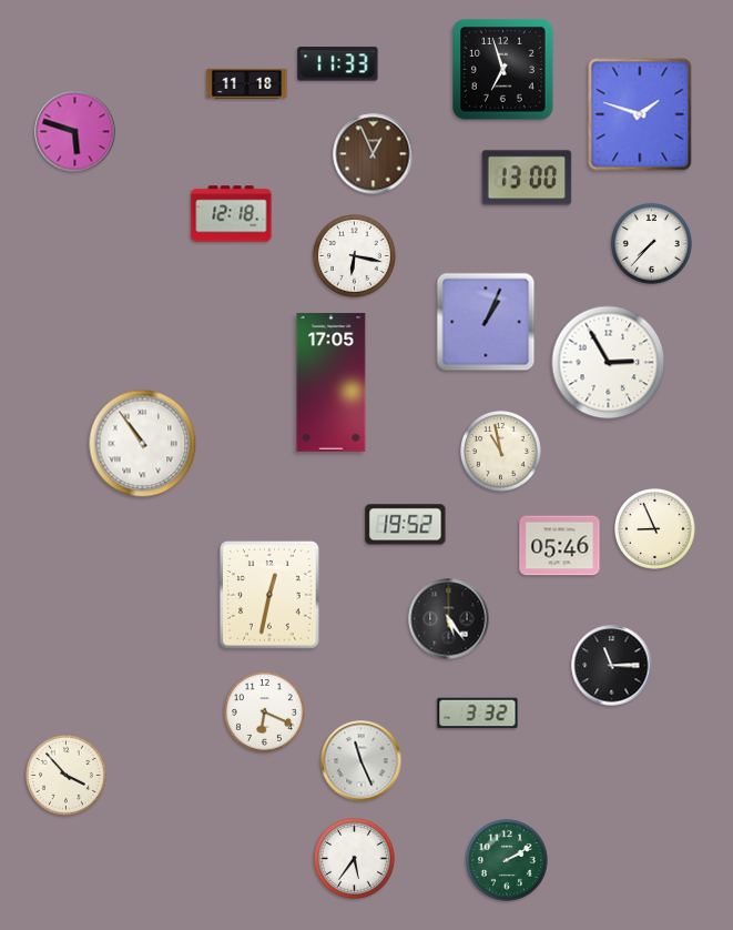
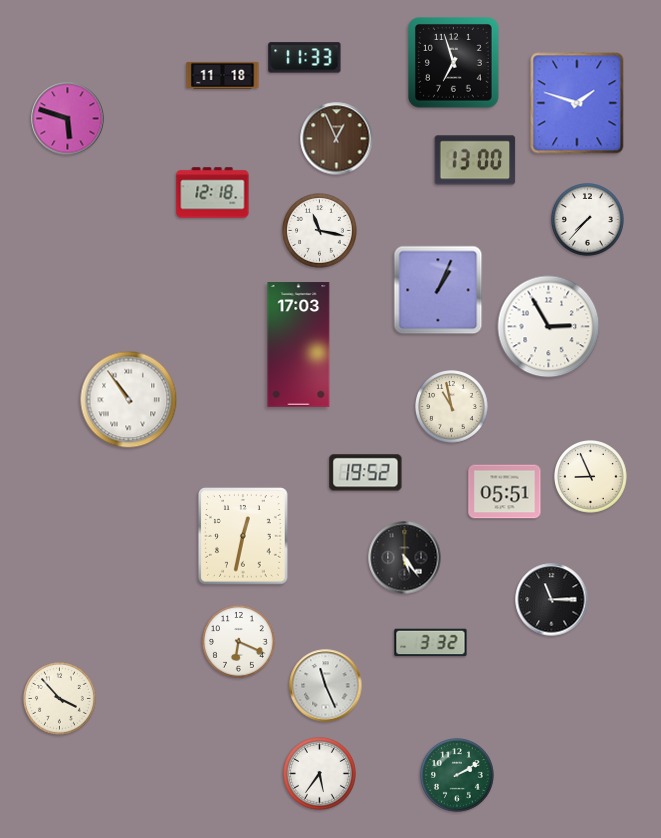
clock at (232, 214) position: (232, 214) -> (213, 193)
clock at (355, 256): 6:17 -> 11:17
clock at (332, 383): 17:05 -> 17:03
clock at (560, 546): 05:46 -> 05:51
